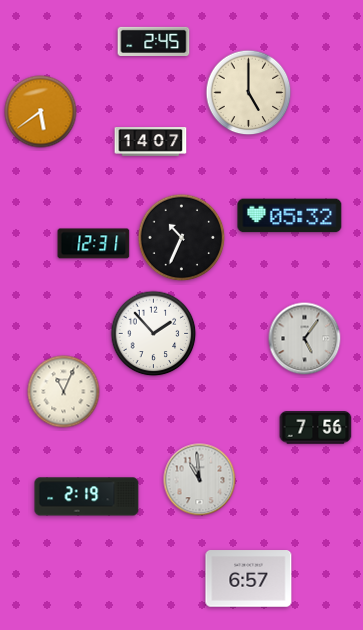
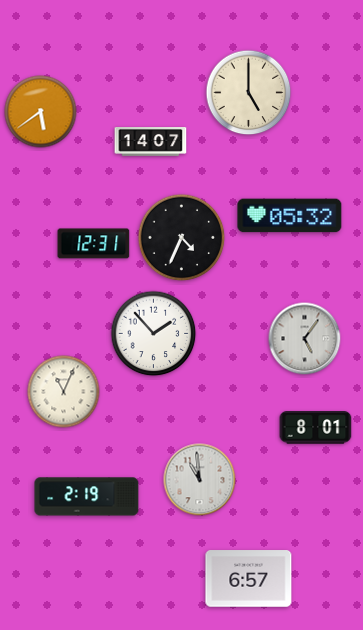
clock at (154, 41): 2:45 -> none
clock at (182, 238): 10:34 -> 4:34
clock at (316, 428): 7:56 -> 8:01
